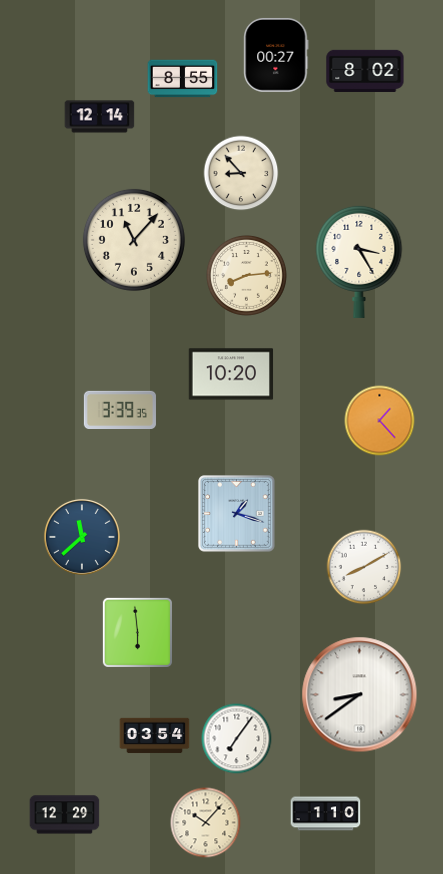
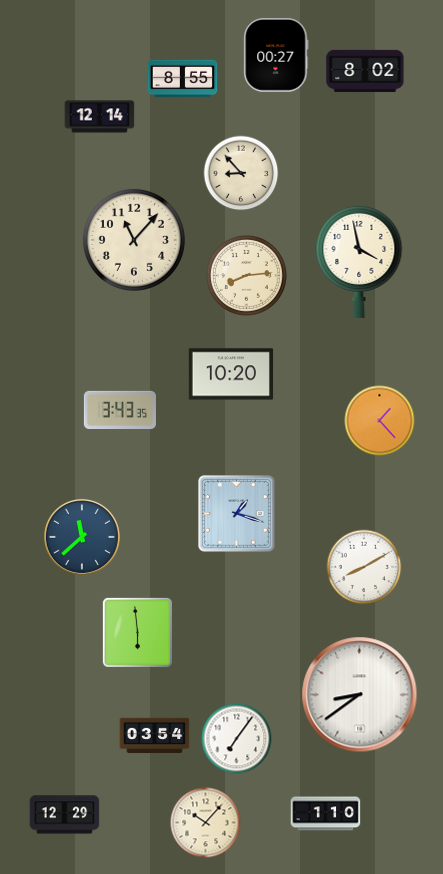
clock at (359, 261): 3:25 -> 3:58
clock at (120, 409): 3:39 -> 3:43
